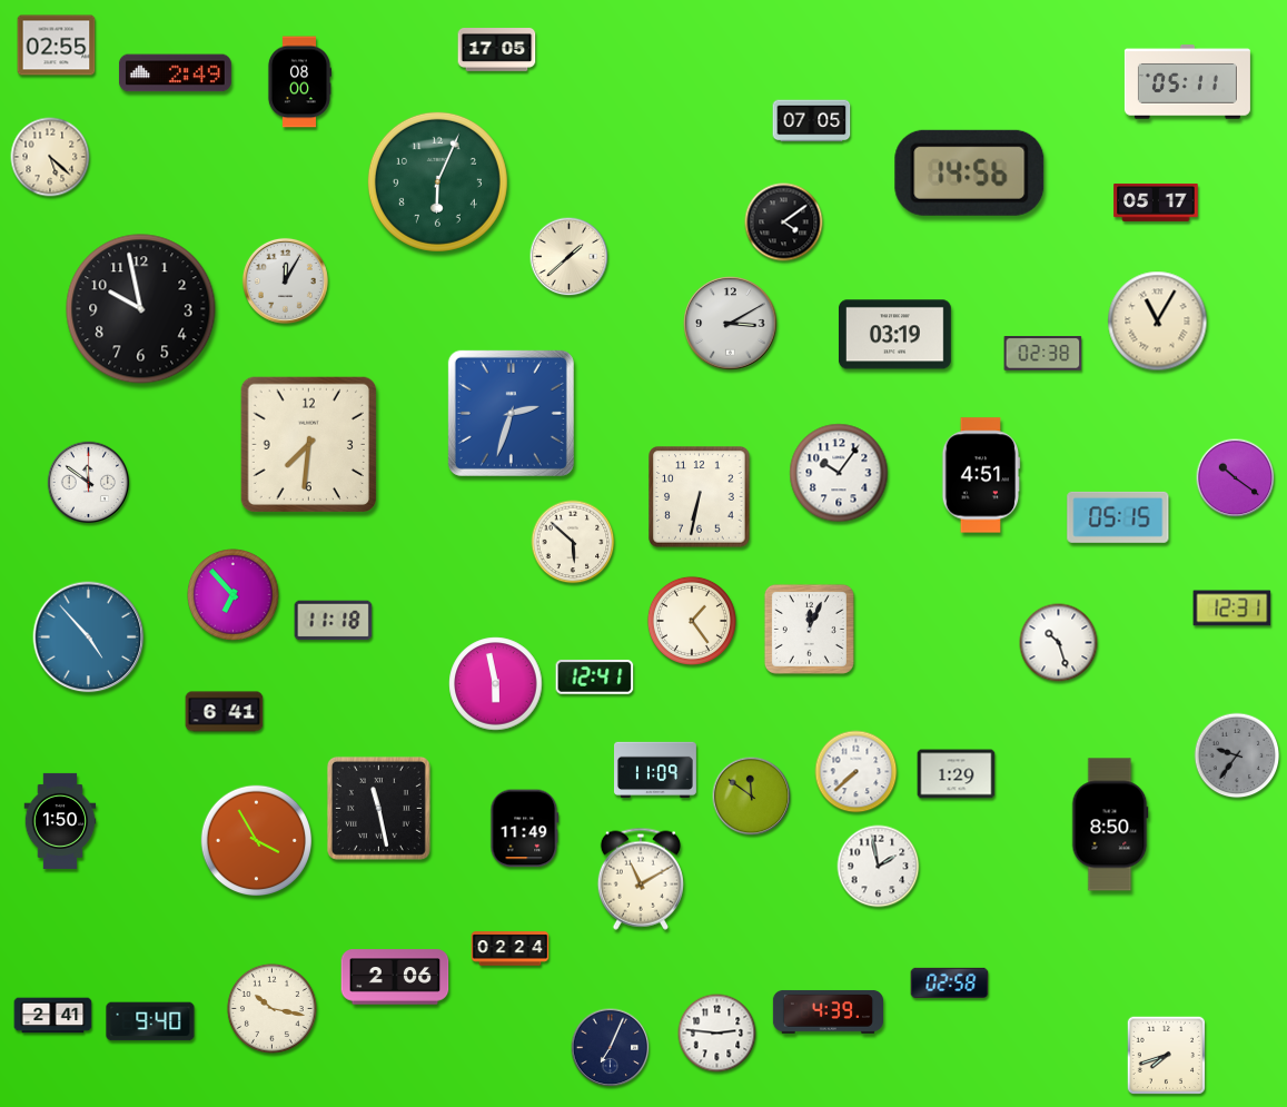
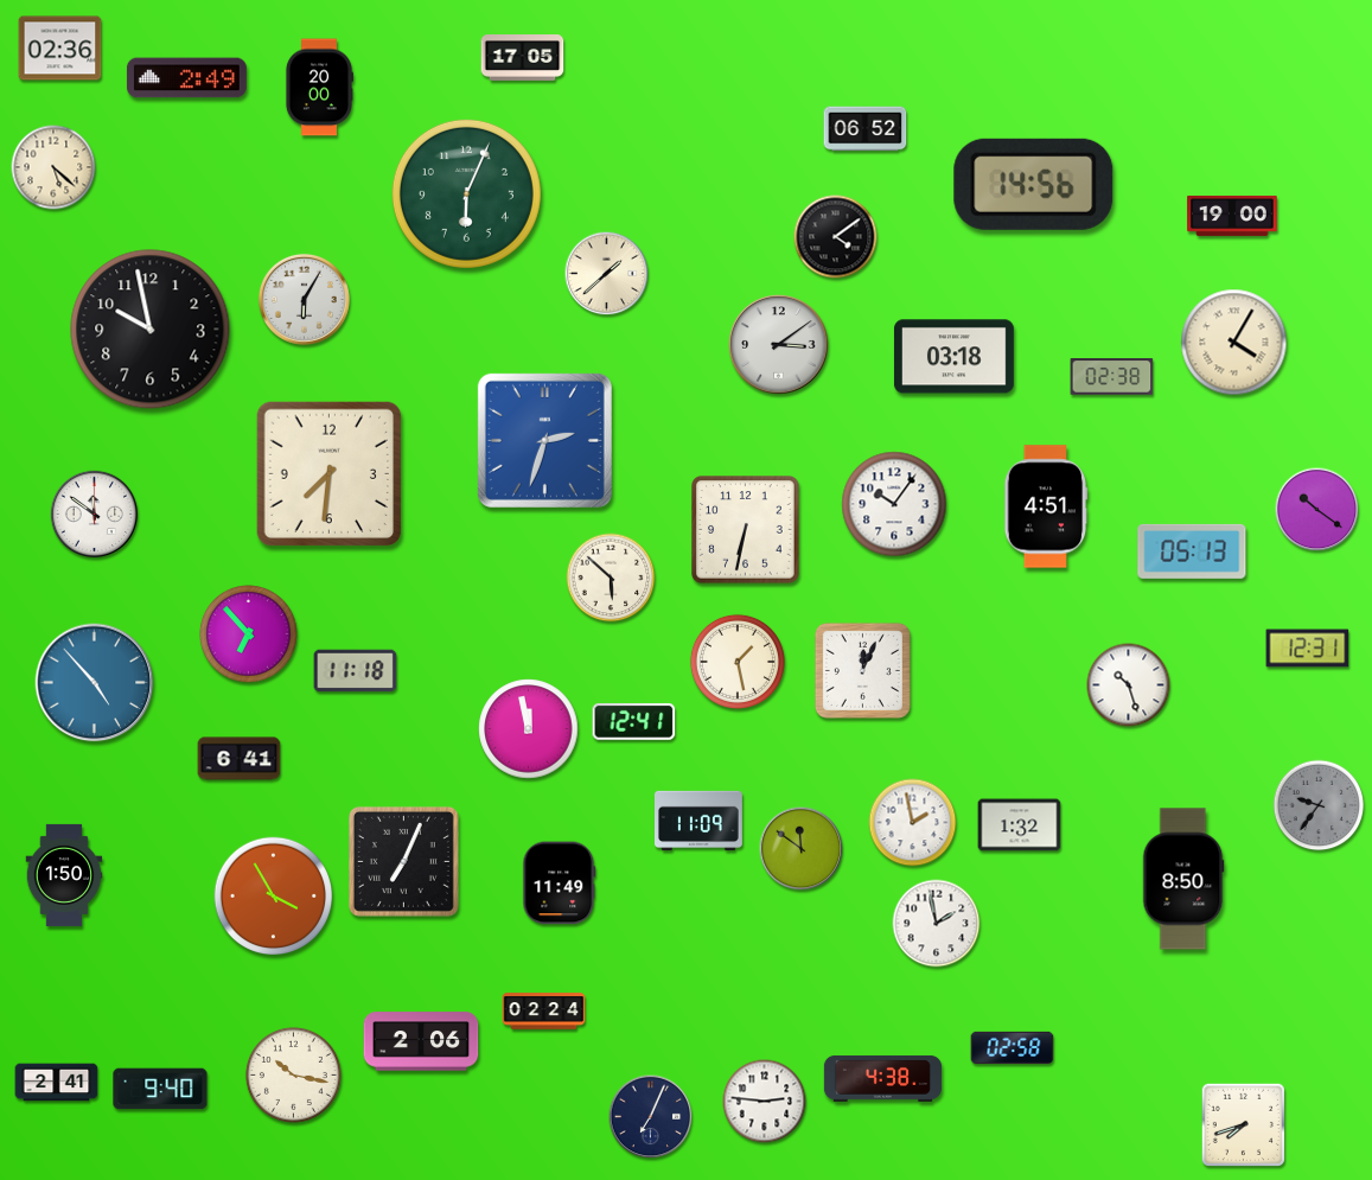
clock at (57, 46): 02:55 -> 02:36
clock at (497, 50) position: (497, 50) -> (523, 58)
clock at (298, 82): 08:00 -> 20:00
clock at (1187, 82): 05:11 -> none
clock at (812, 121): 07:05 -> 06:52
clock at (1156, 202): 05:17 -> 19:00
clock at (285, 280): 12:05 -> 6:05
clock at (1158, 322): 11:05 -> 4:05
clock at (731, 324): 3:10 -> 3:09
clock at (894, 335): 03:19 -> 03:18
clock at (1118, 517): 05:15 -> 05:13
clock at (1232, 609) position: (1232, 609) -> (1308, 649)
clock at (334, 621) position: (334, 621) -> (356, 671)
clock at (692, 621): 1:24 -> 1:28
clock at (89, 637) position: (89, 637) -> (95, 683)
clock at (496, 684): 5:58 -> 11:58
clock at (857, 772): 7:38 -> 1:58
clock at (957, 774): 1:29 -> 1:32
clock at (378, 808): 11:28 -> 7:04
clock at (641, 879): 11:10 -> none
clock at (271, 1008) position: (271, 1008) -> (293, 1074)
clock at (828, 1011): 4:39 -> 4:38
